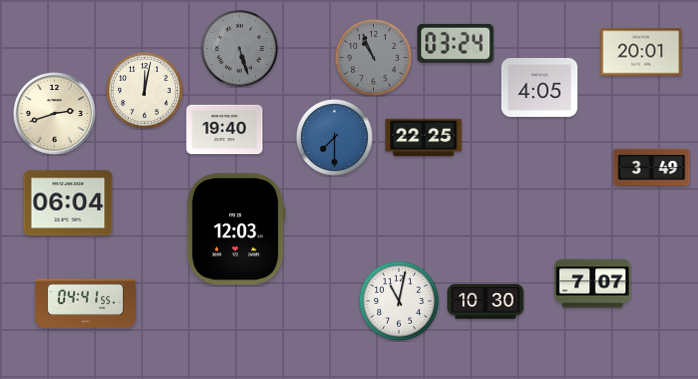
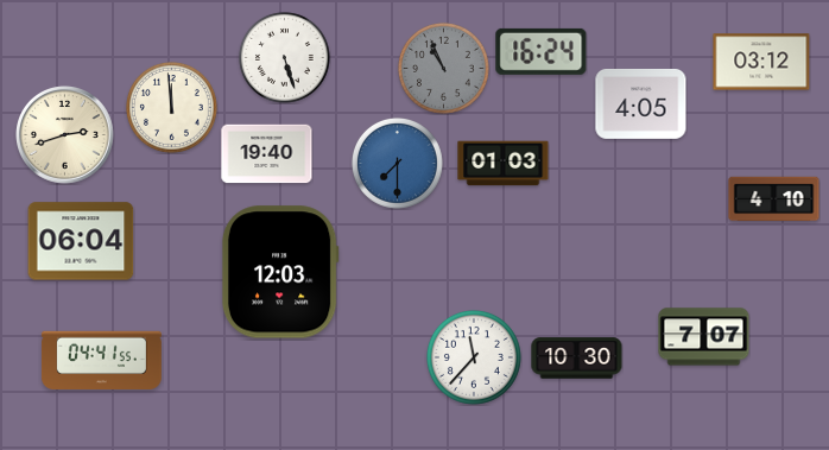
clock at (456, 43): 03:24 -> 16:24
clock at (239, 48) dial: grey -> white
clock at (641, 52): 20:01 -> 03:12
clock at (144, 90): 12:02 -> 11:59
clock at (424, 138): 22:25 -> 01:03
clock at (652, 168): 3:49 -> 4:10
clock at (399, 301): 11:02 -> 11:37
